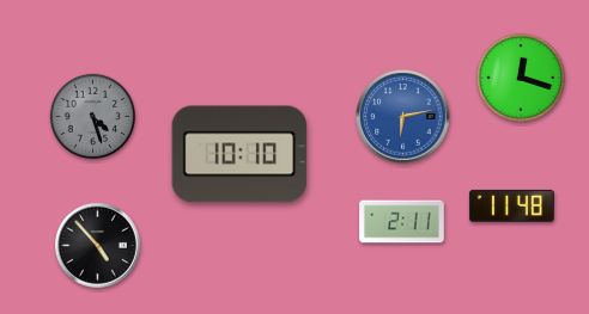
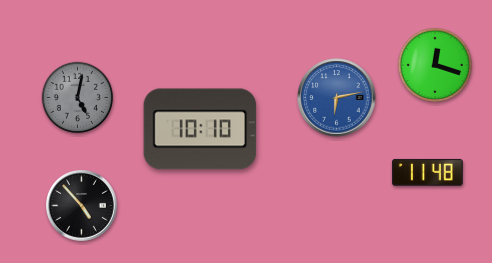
clock at (93, 117): 4:27 -> 5:02
clock at (402, 222): 2:11 -> none
